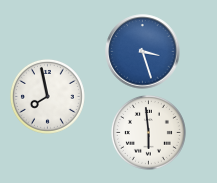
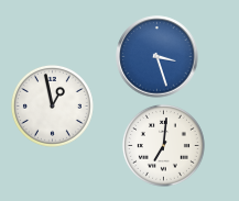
clock at (47, 96): 7:58 -> 12:58
clock at (148, 132): 5:59 -> 7:01
